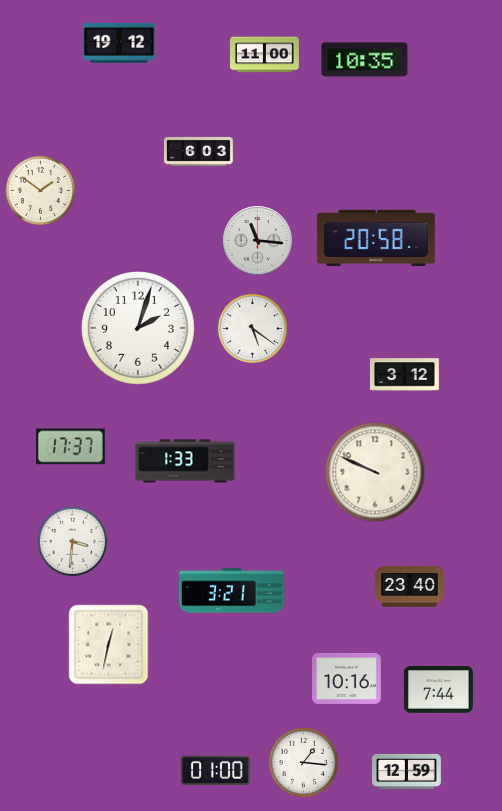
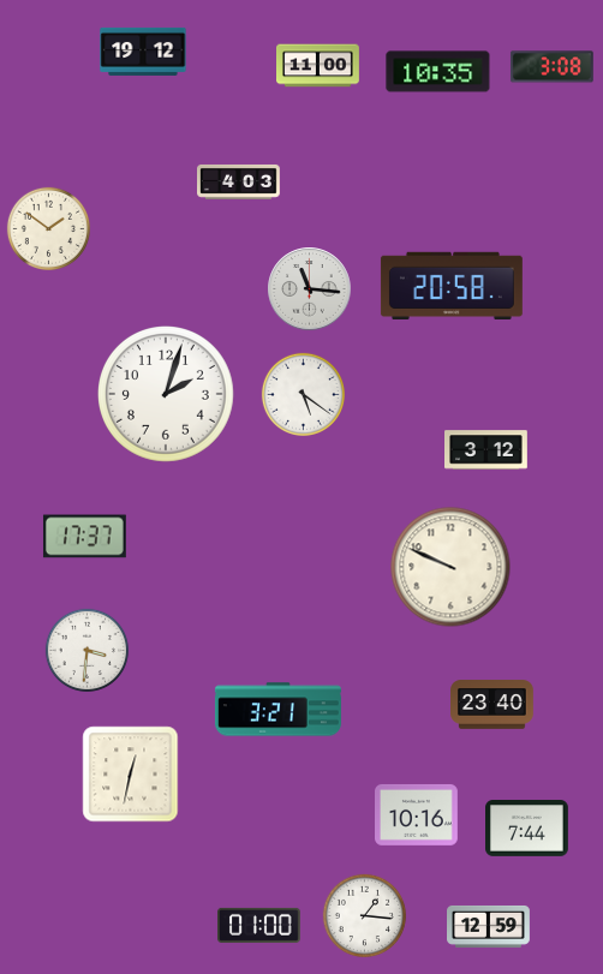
clock at (551, 67): none -> 3:08
clock at (199, 151): 6:03 -> 4:03
clock at (185, 461): 1:33 -> none
